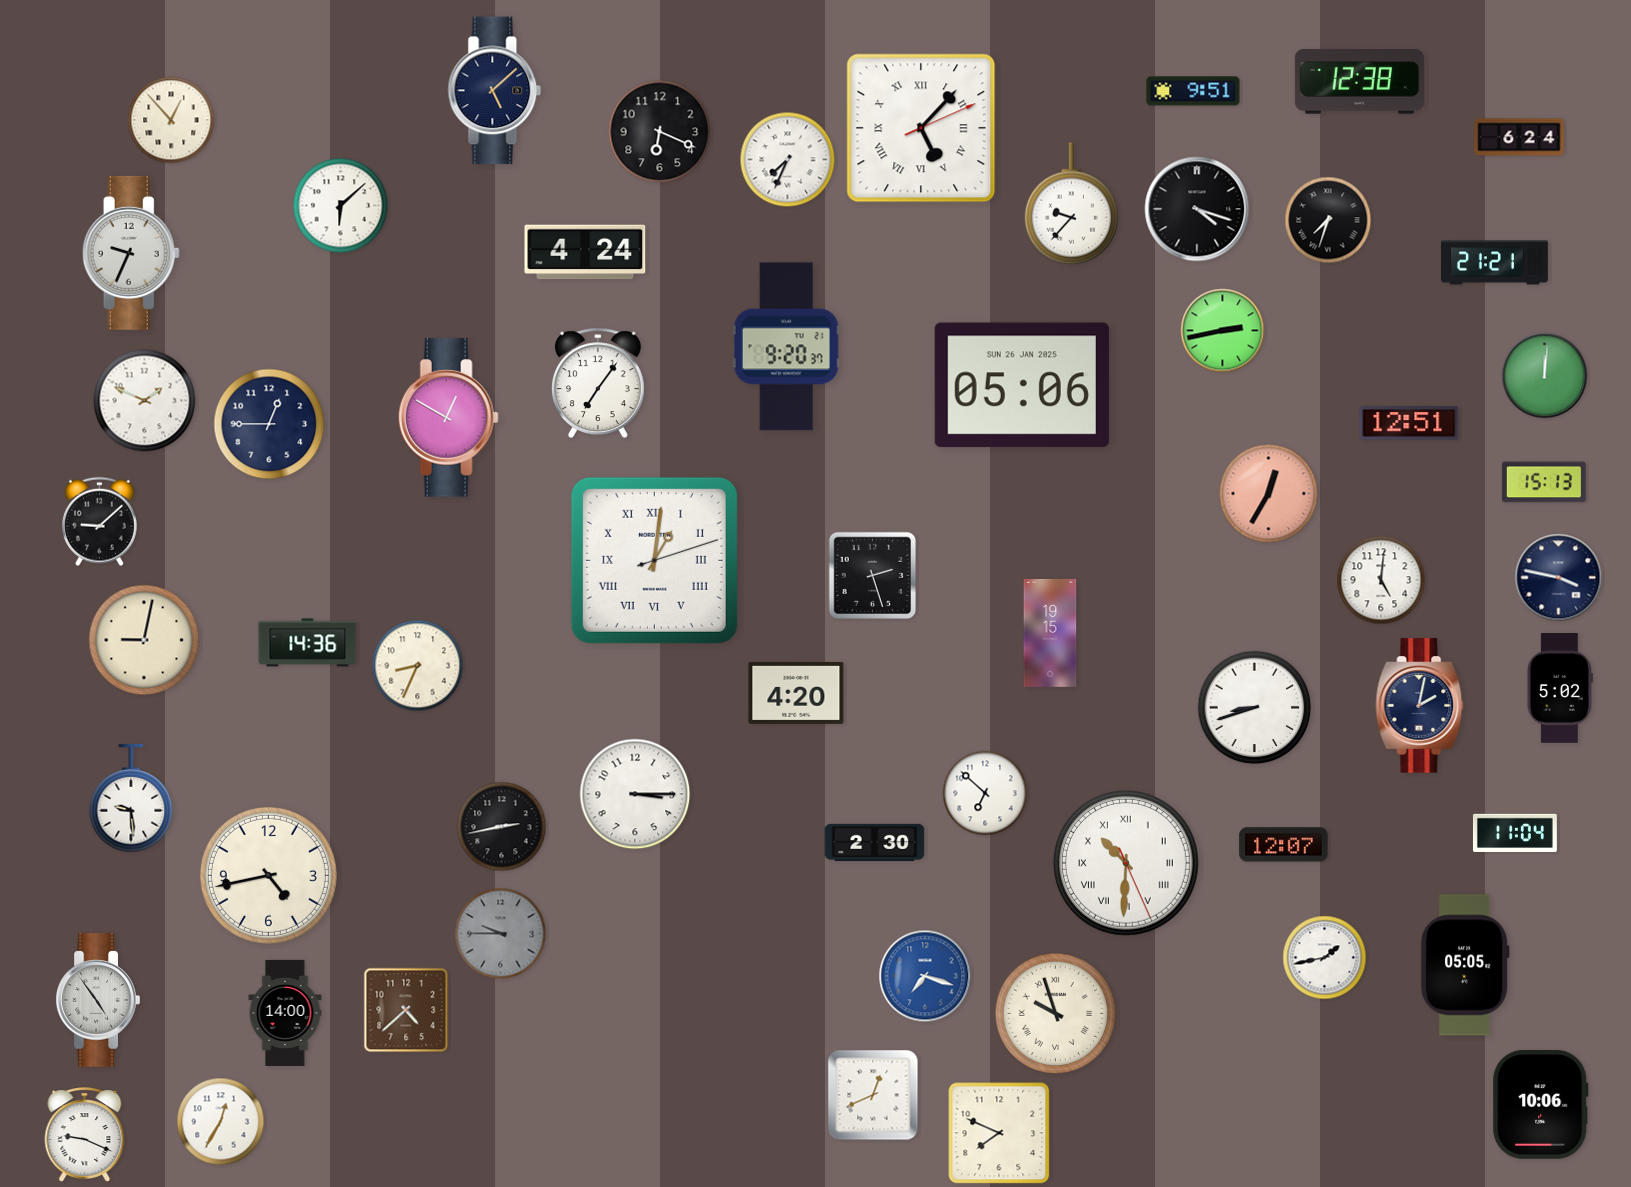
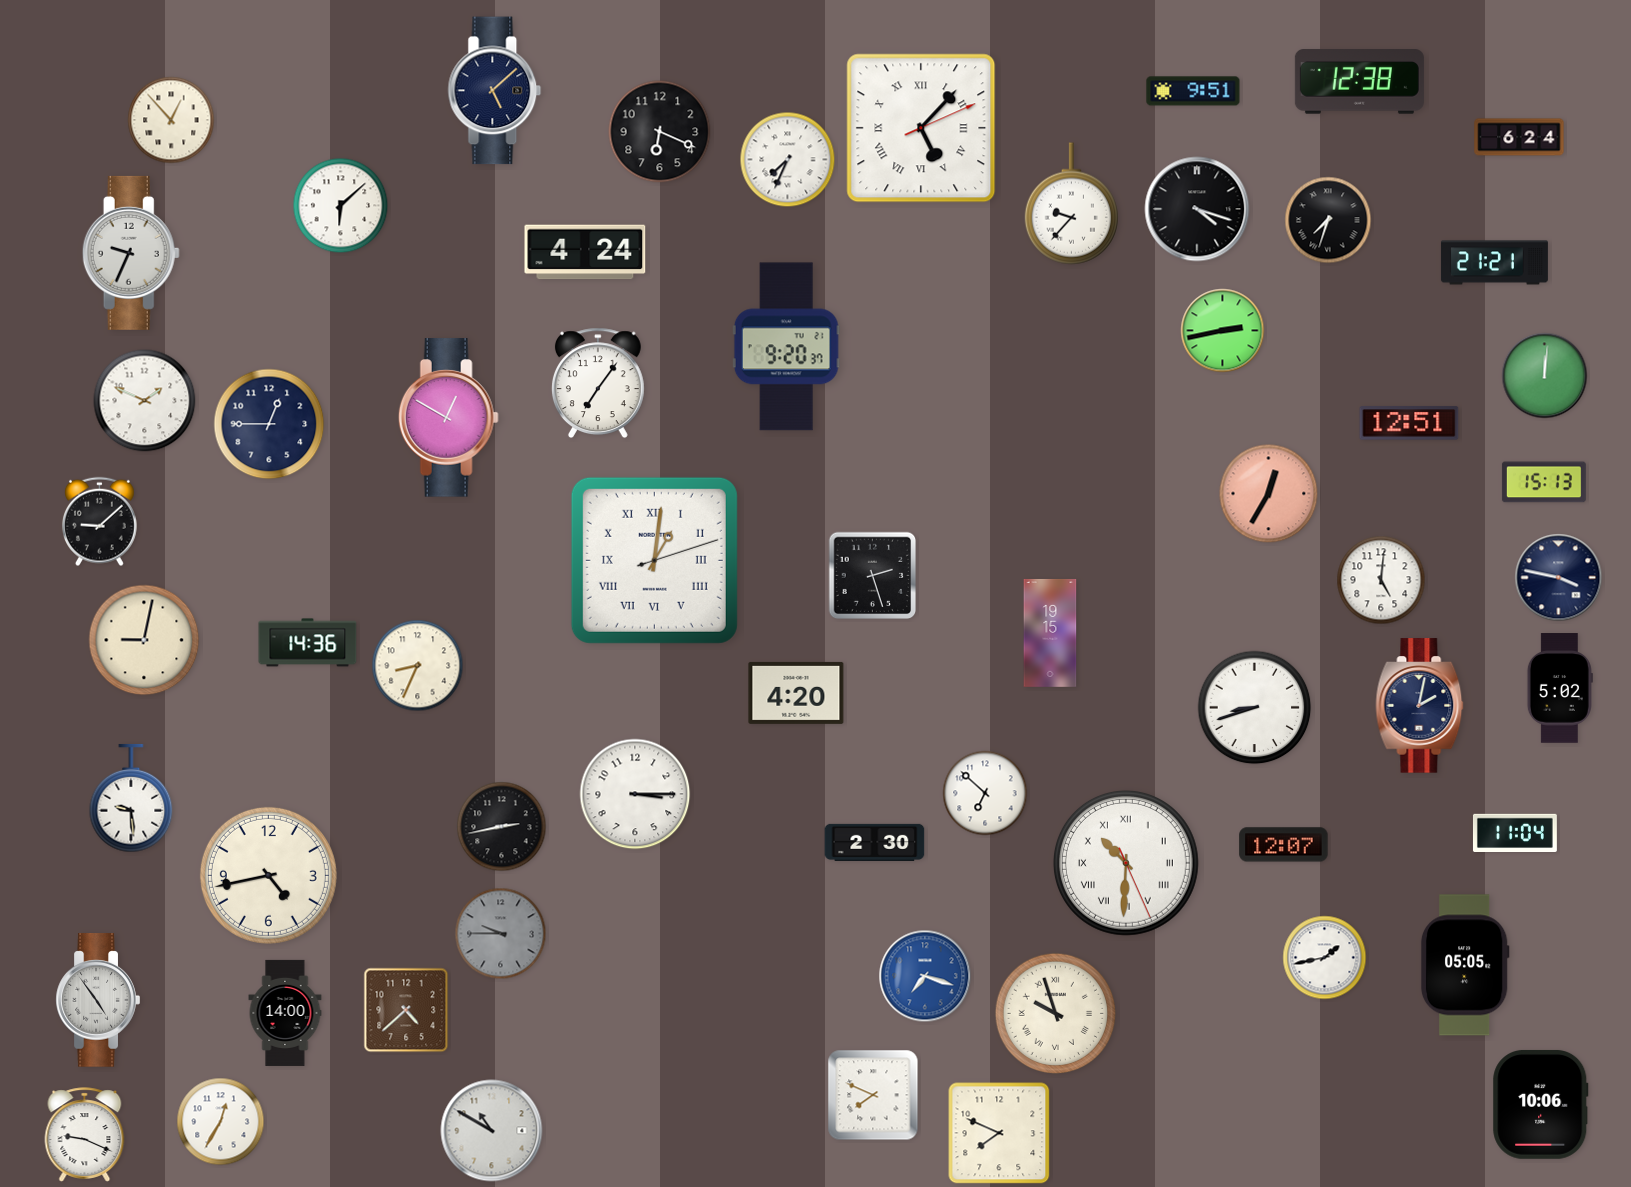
clock at (1022, 385): 05:06 -> none
clock at (873, 1095): 12:41 -> 7:49
clock at (492, 1131): none -> 10:50
